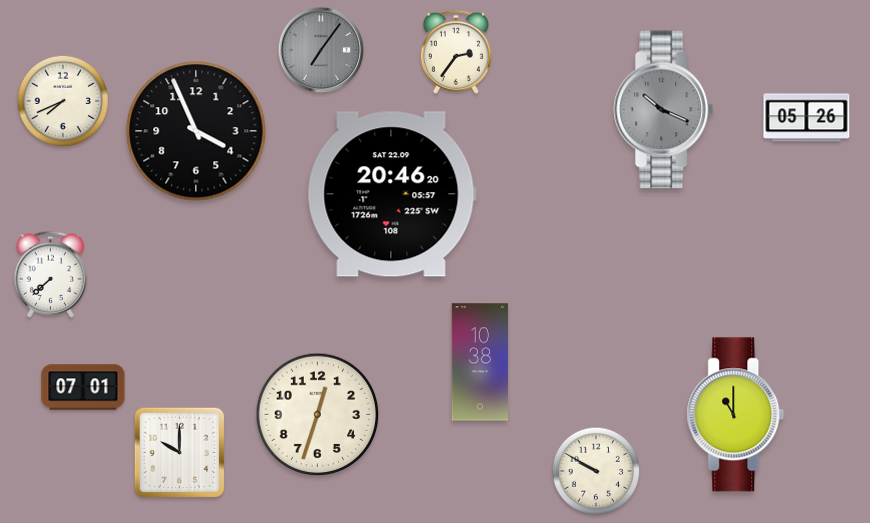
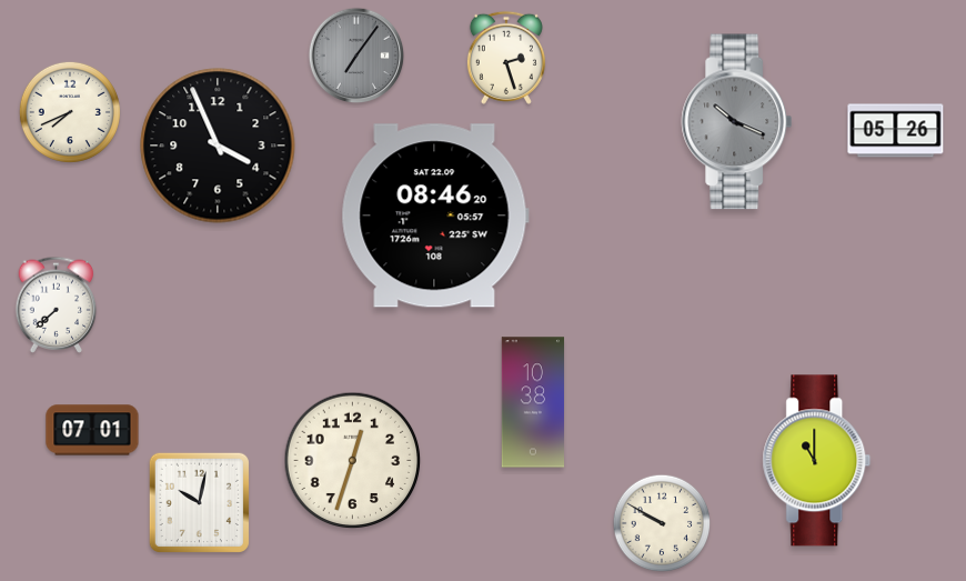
clock at (456, 52): 2:36 -> 2:27
clock at (392, 194): 20:46 -> 08:46
clock at (179, 452): 10:00 -> 10:02
